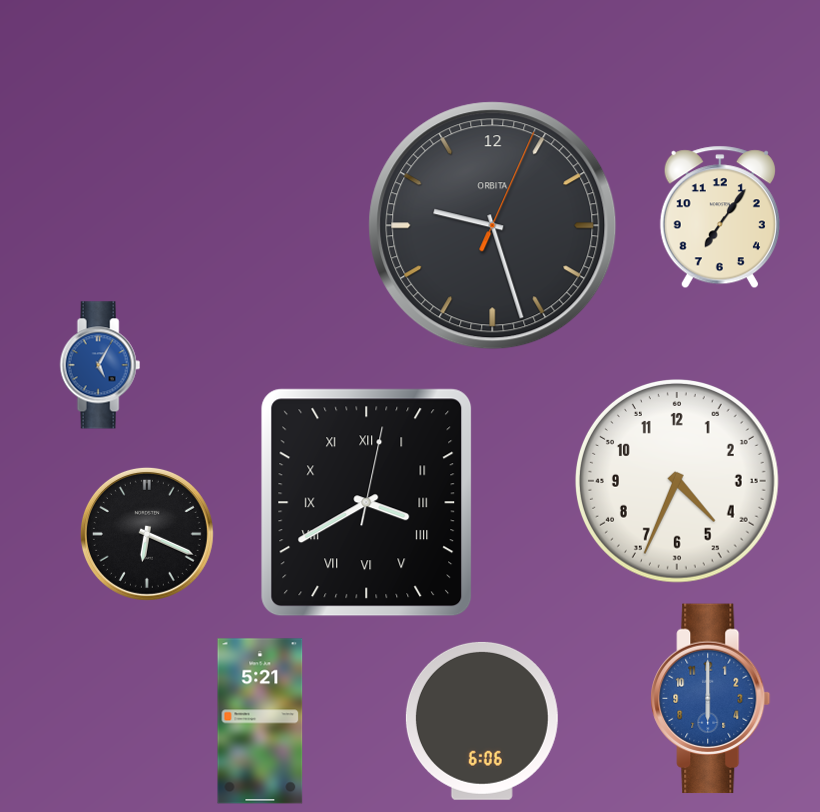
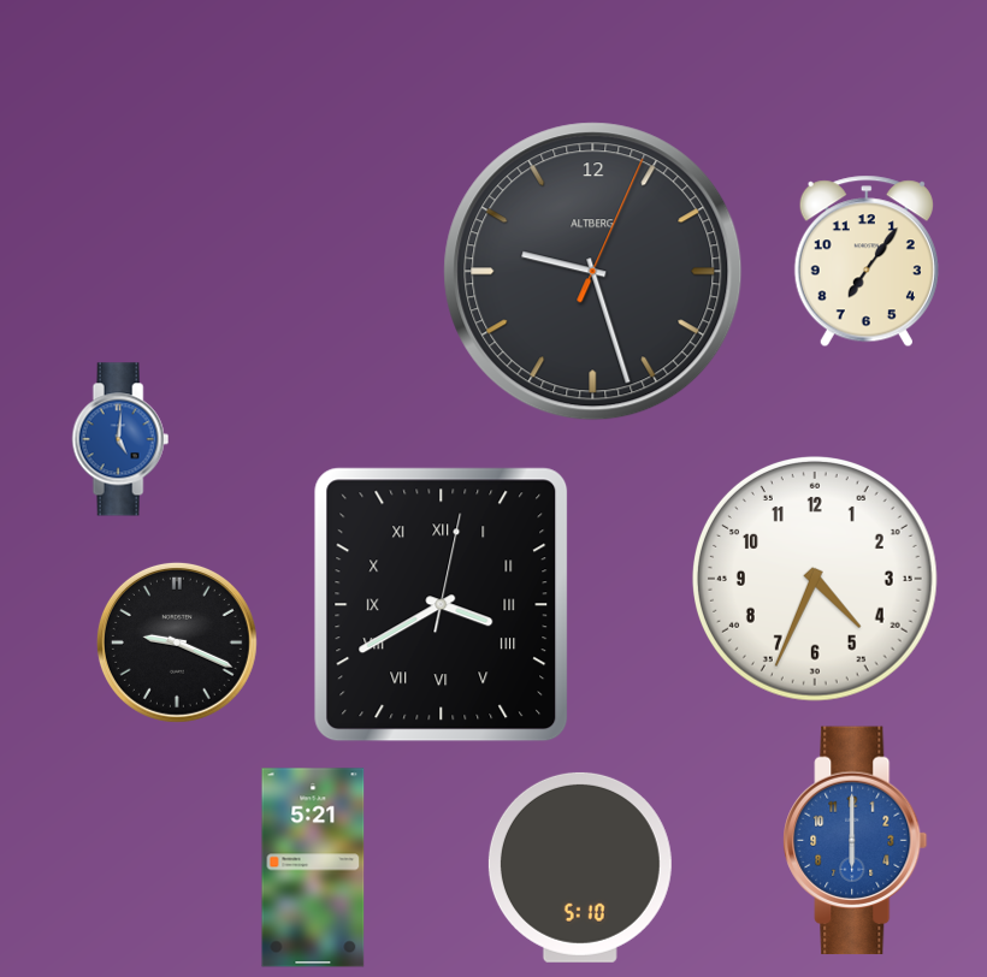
clock at (493, 226) brand: ORBITA -> ALTBERG
clock at (100, 365): 5:05 -> 5:01
clock at (147, 534): 6:19 -> 9:19
clock at (482, 721): 6:06 -> 5:10
